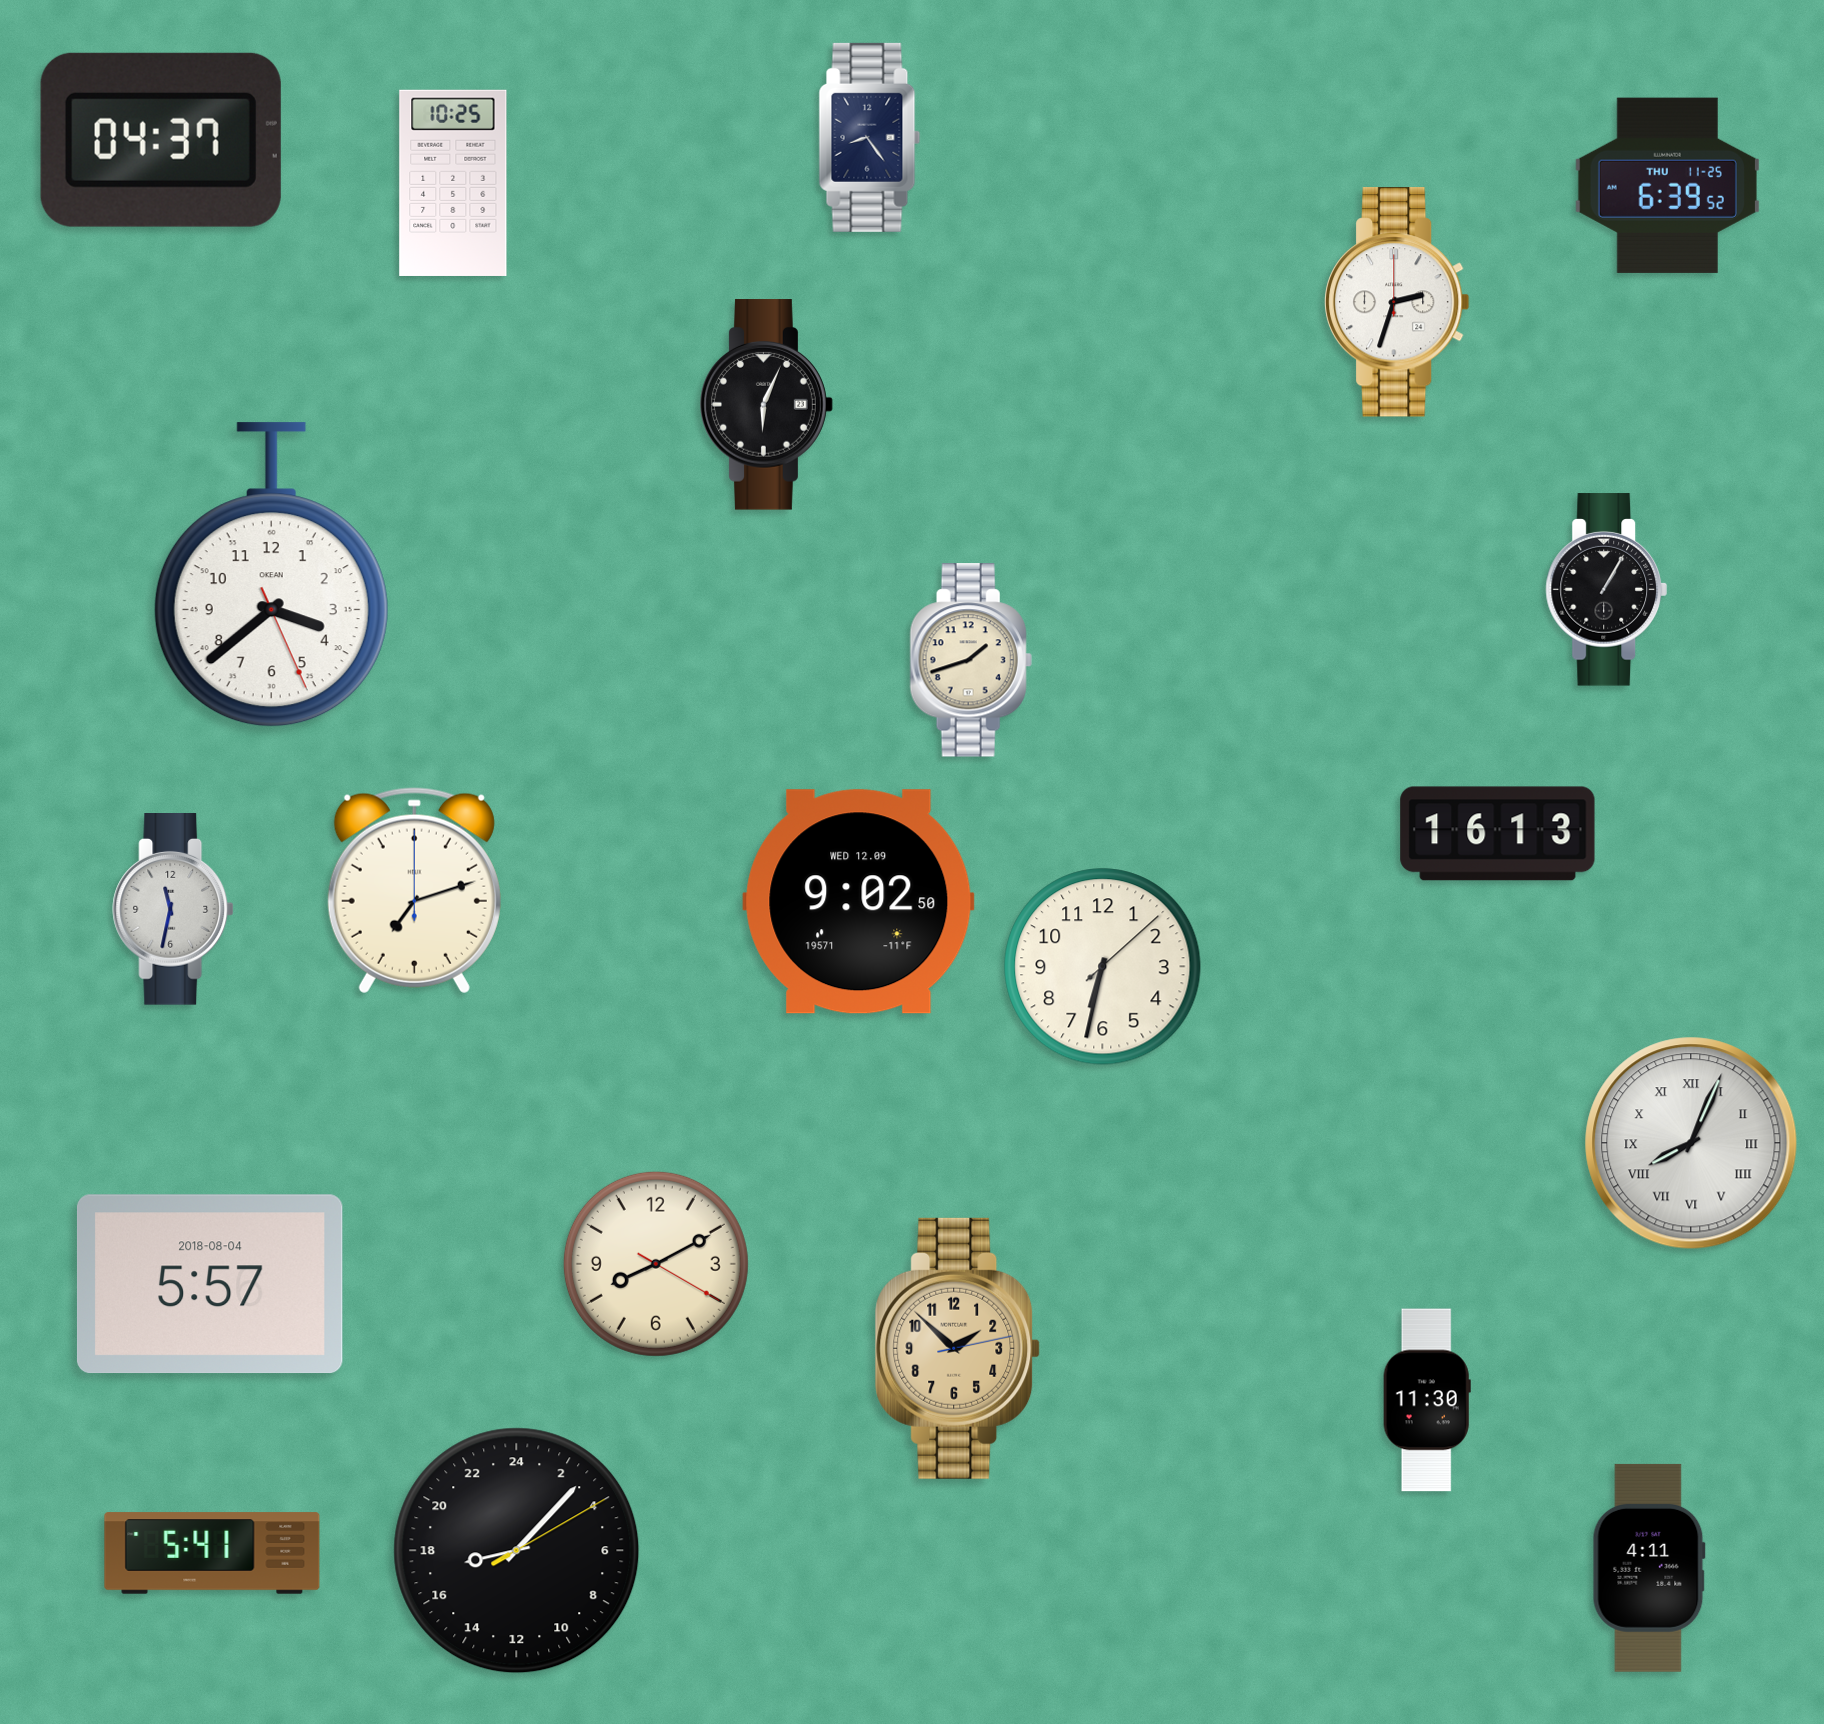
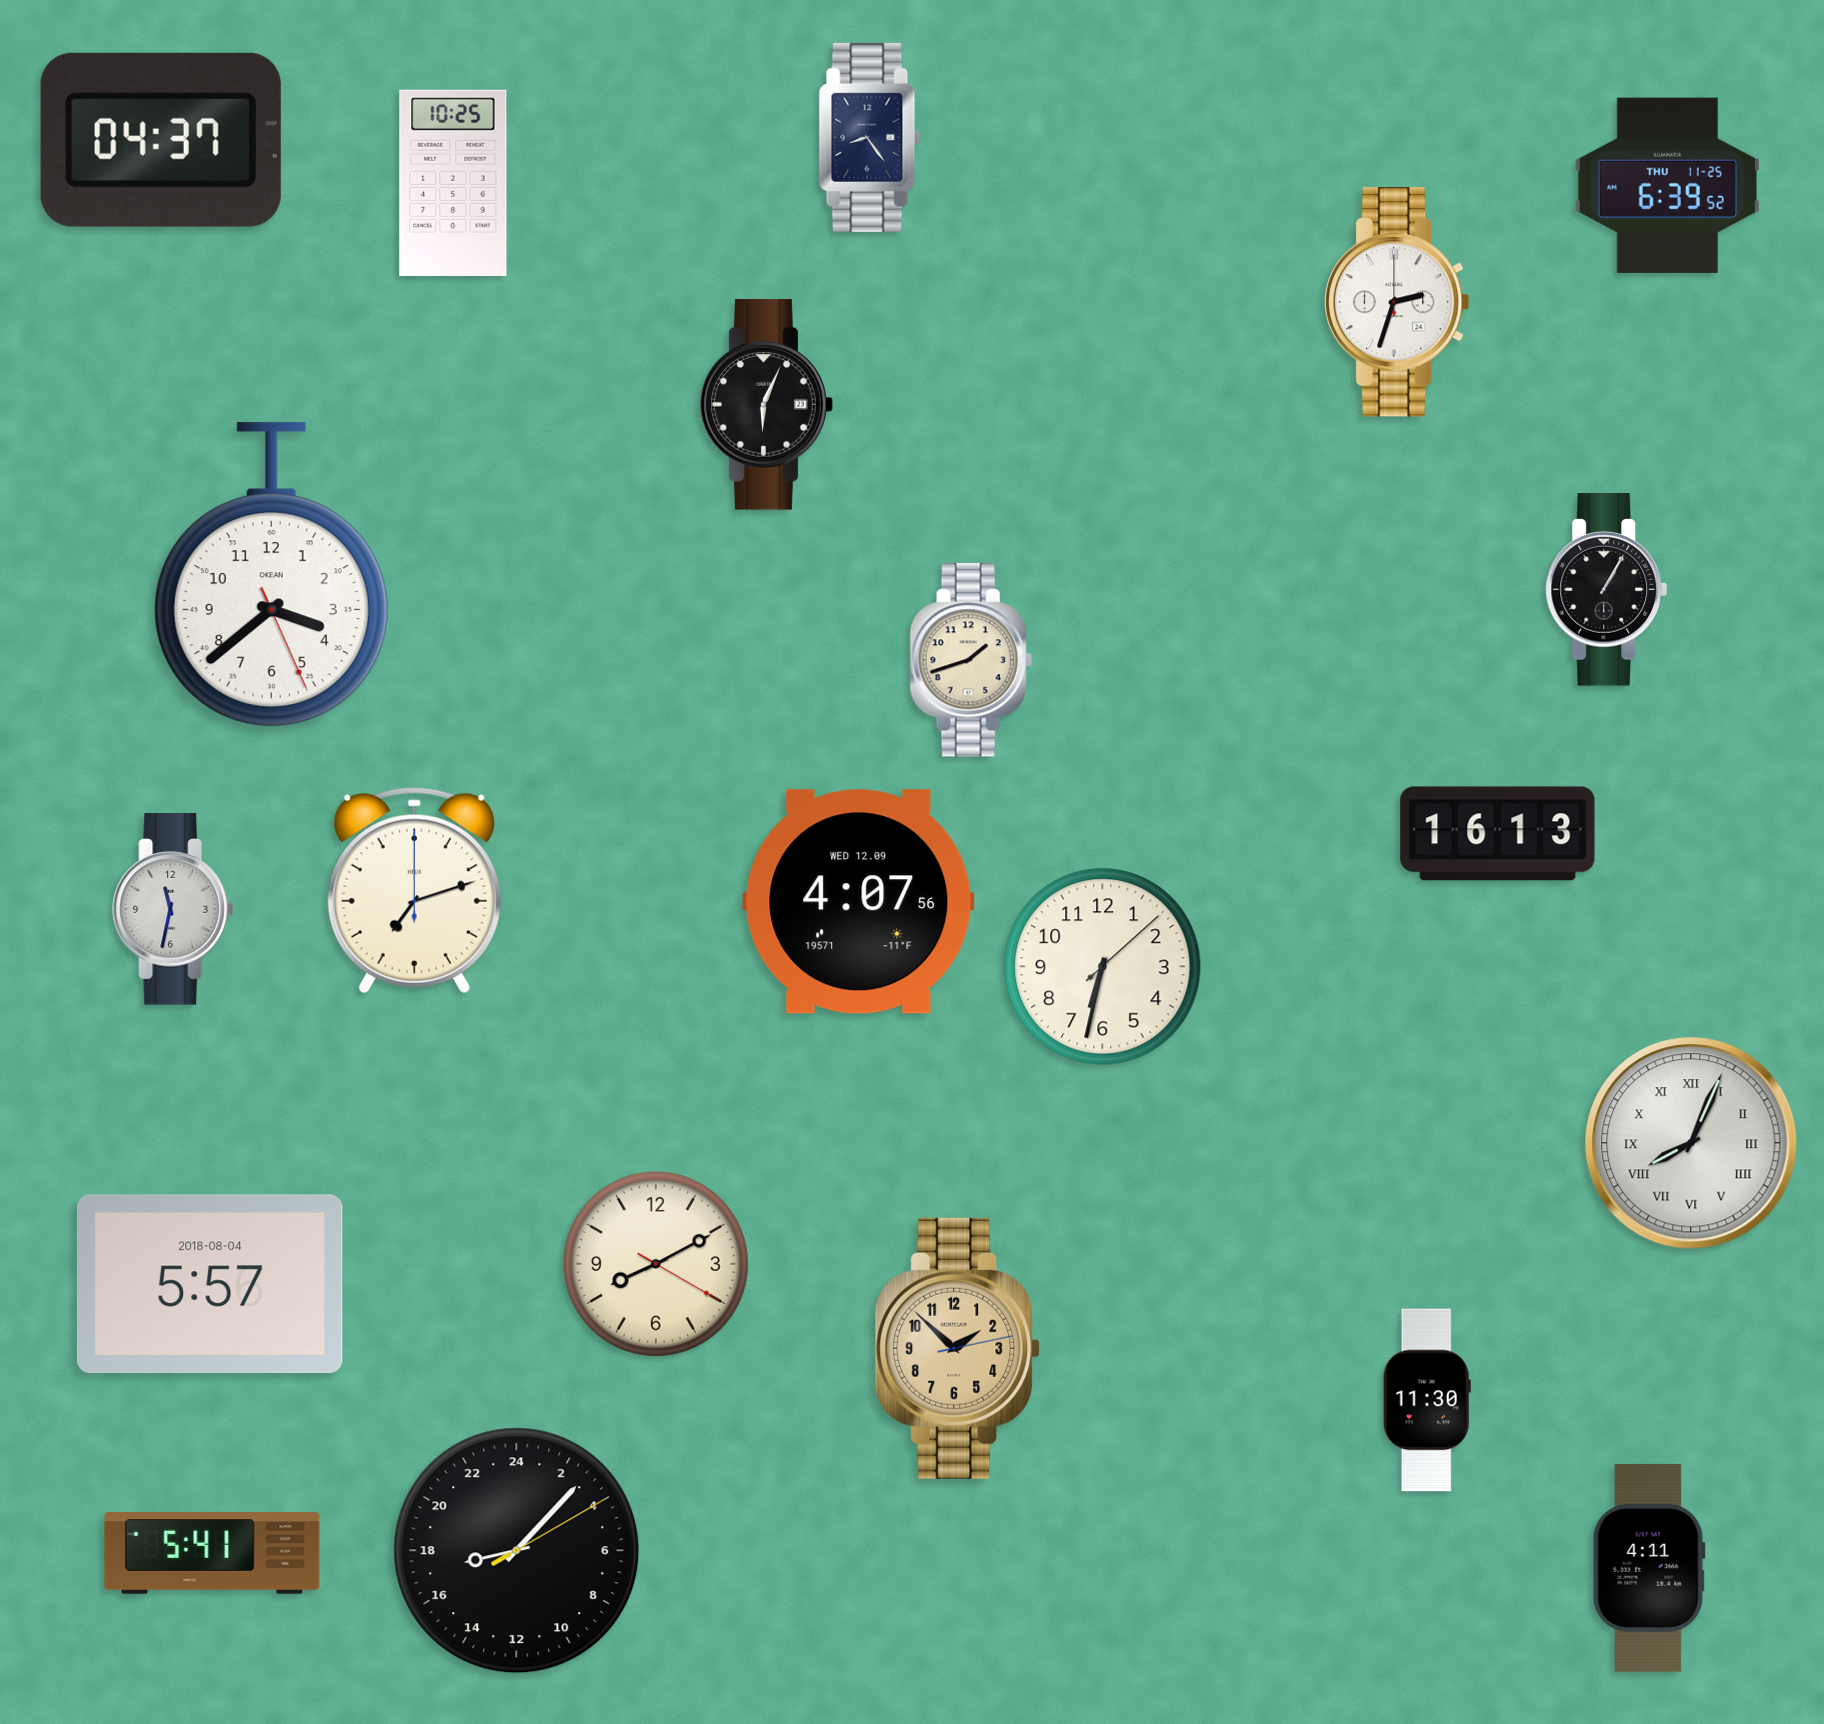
clock at (859, 902): 9:02 -> 4:07
